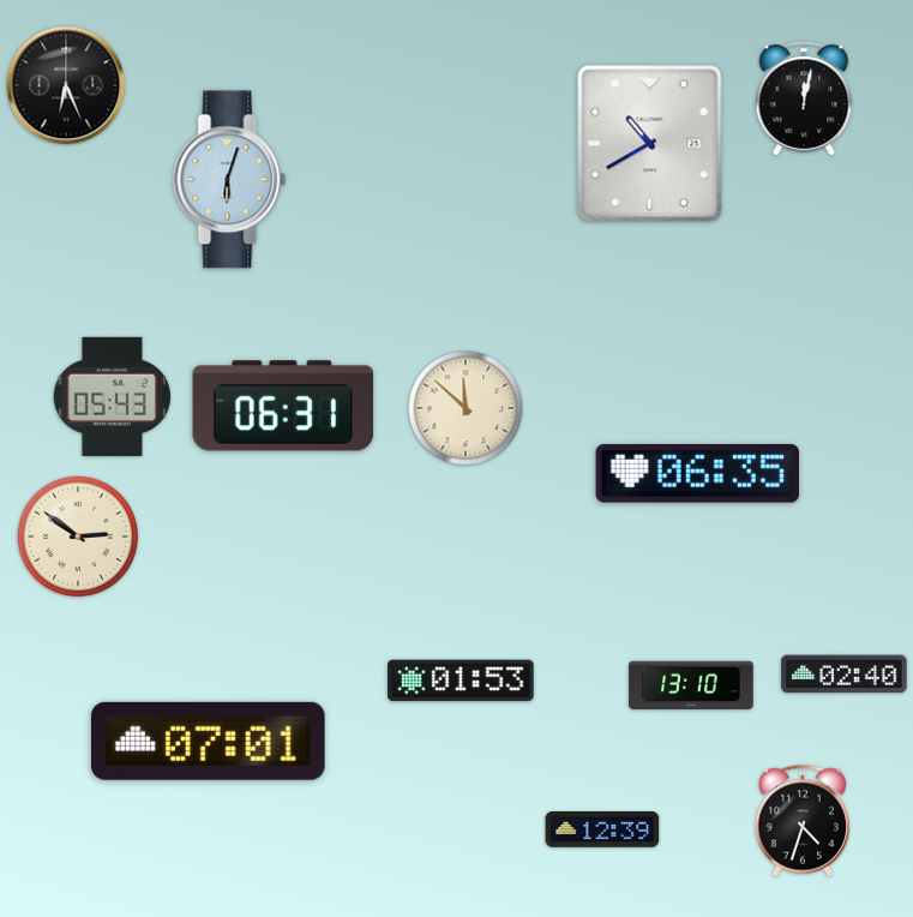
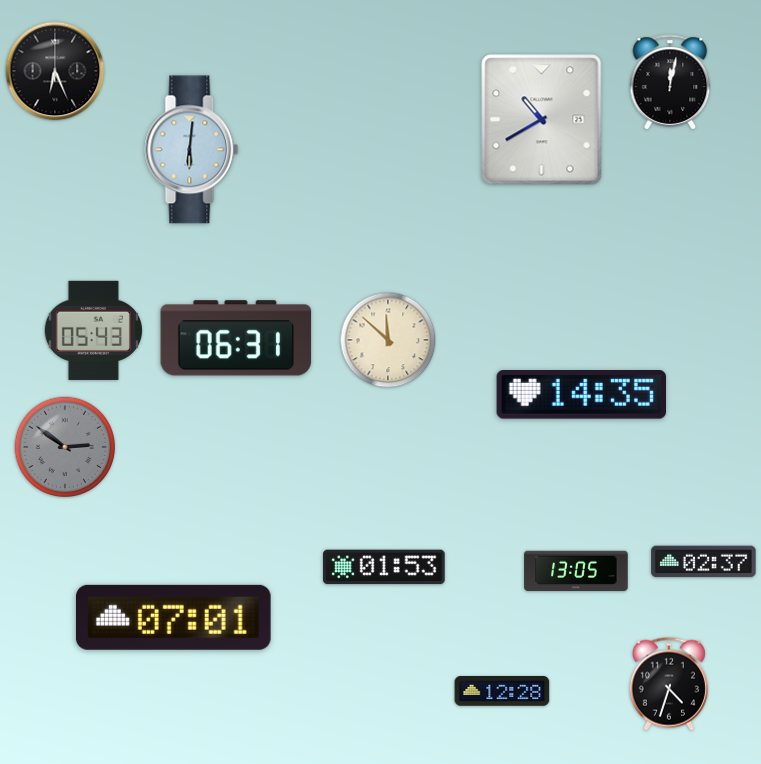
clock at (230, 180): 6:03 -> 6:01
clock at (697, 474): 06:35 -> 14:35
clock at (77, 535) dial: cream -> grey
clock at (845, 675): 02:40 -> 02:37
clock at (691, 685): 13:10 -> 13:05
clock at (602, 831): 12:39 -> 12:28
